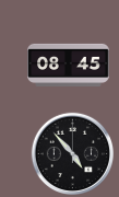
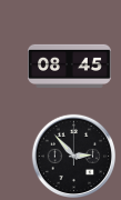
clock at (72, 153): 4:53 -> 2:53
